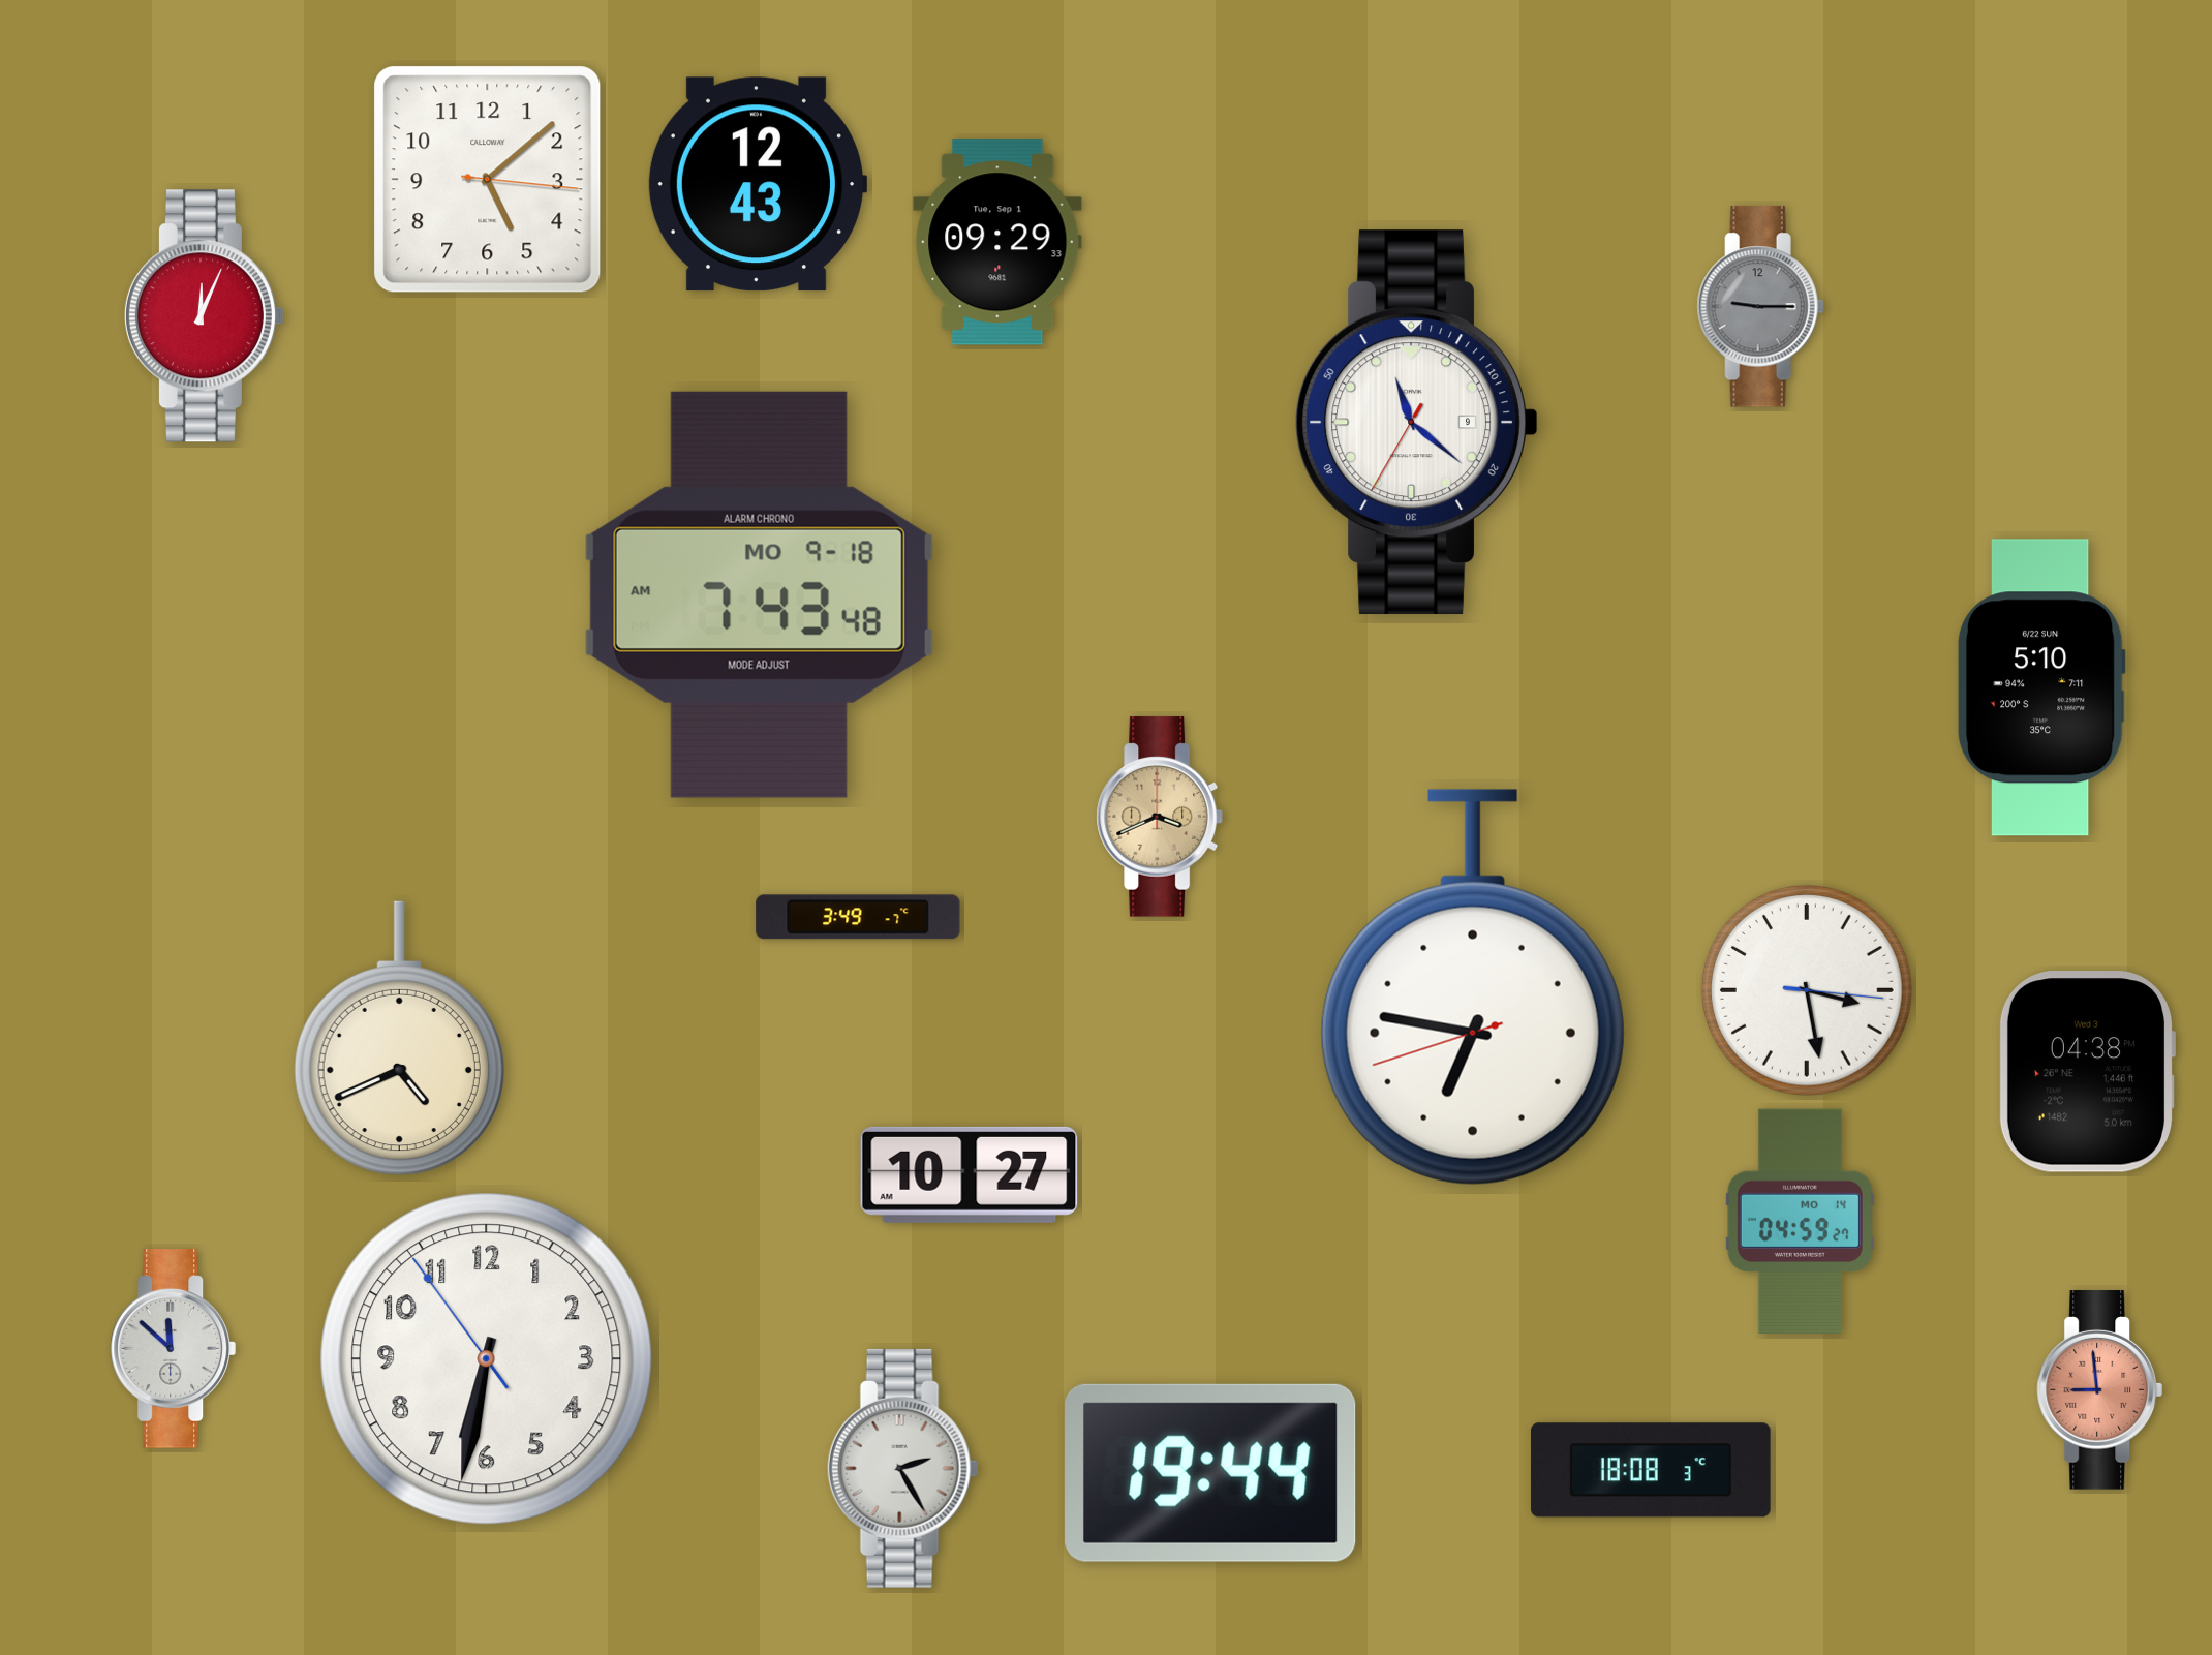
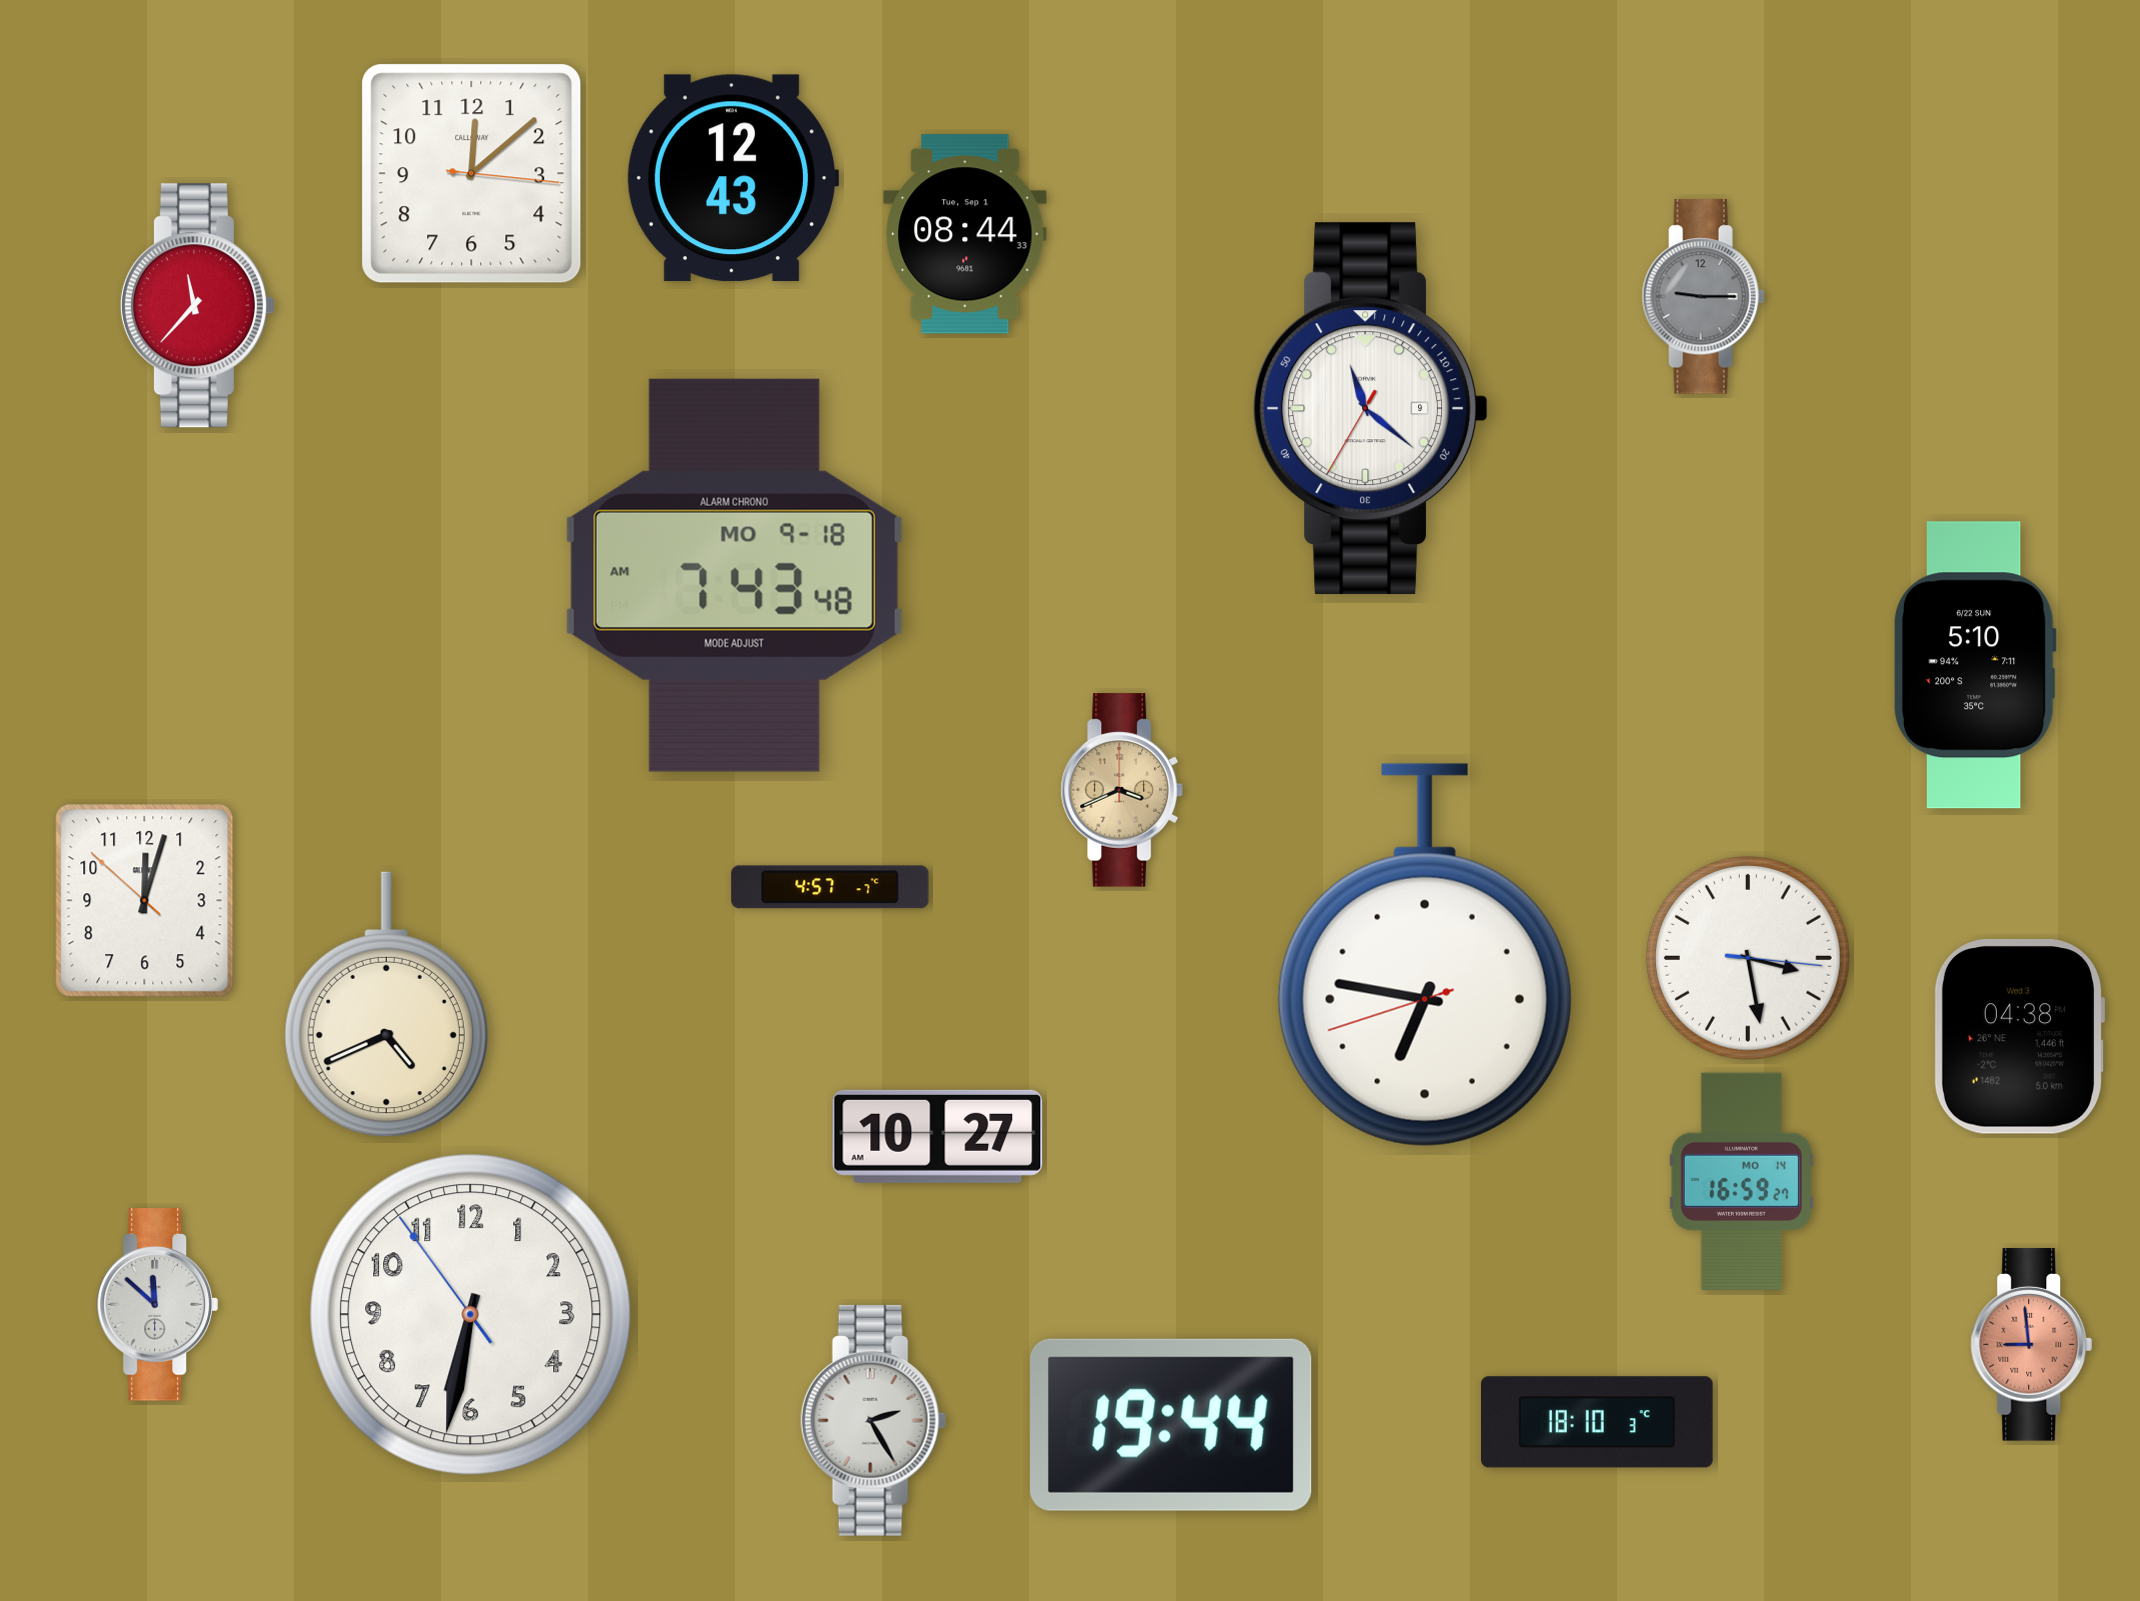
clock at (488, 180): 5:08 -> 12:08
clock at (997, 242): 09:29 -> 08:44
clock at (204, 316): 12:04 -> 11:37
clock at (858, 917): 3:49 -> 4:57
clock at (145, 901): none -> 12:02
clock at (1800, 1221): 04:59 -> 16:59
clock at (174, 1349) position: (174, 1349) -> (158, 1305)
clock at (1652, 1470): 18:08 -> 18:10
